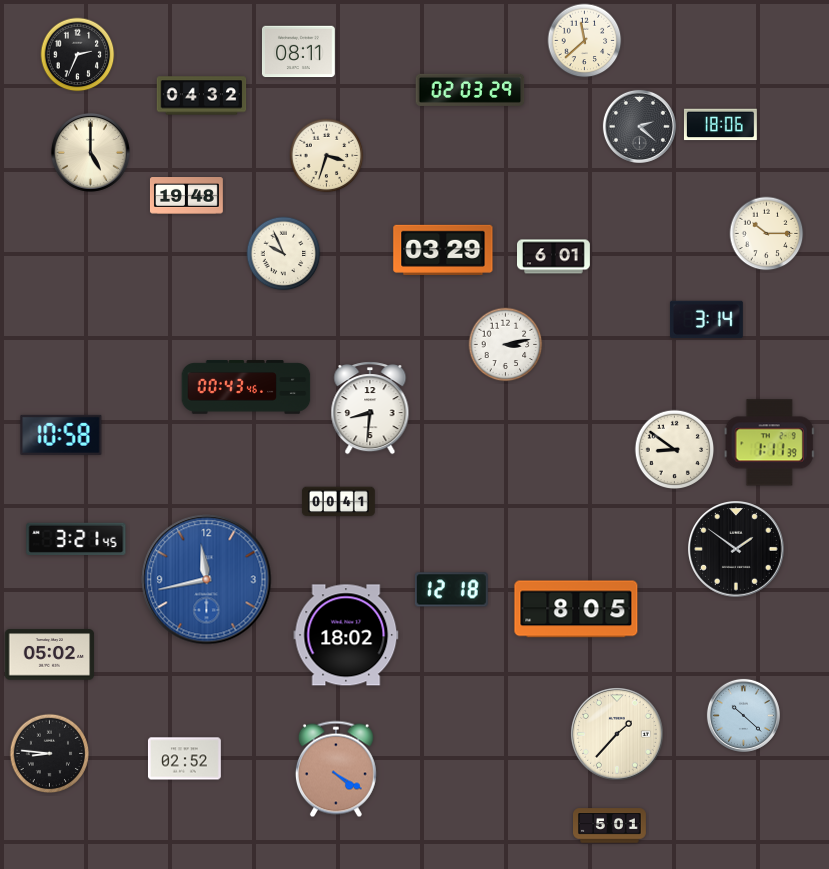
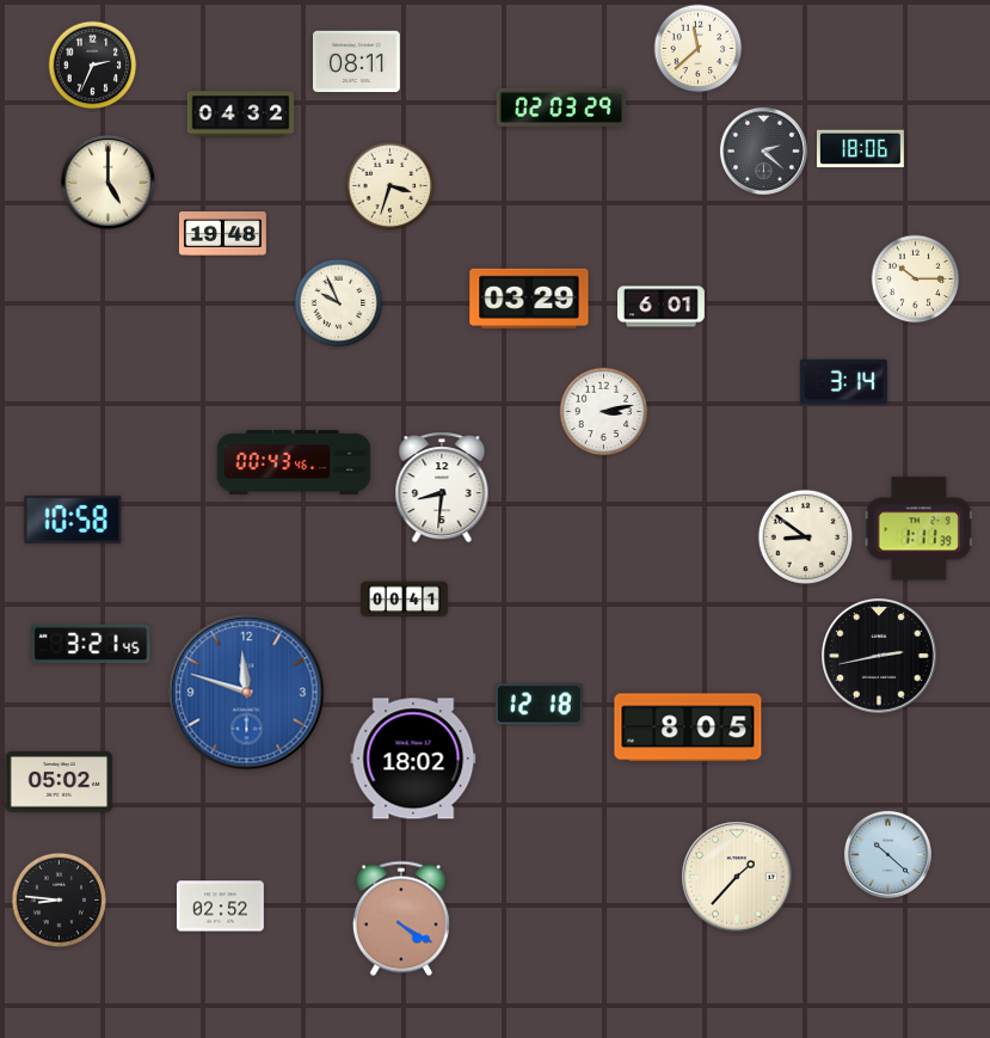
clock at (737, 550): 1:51 -> 2:43
clock at (207, 580): 11:43 -> 11:48
clock at (610, 826): 5:01 -> none
